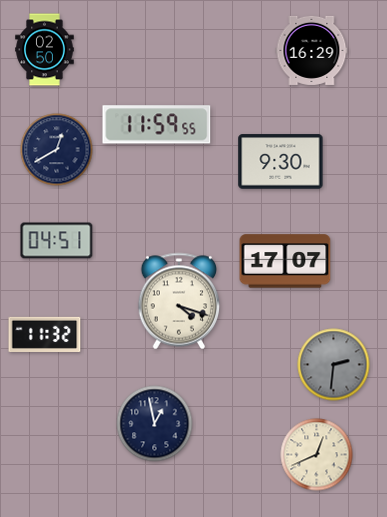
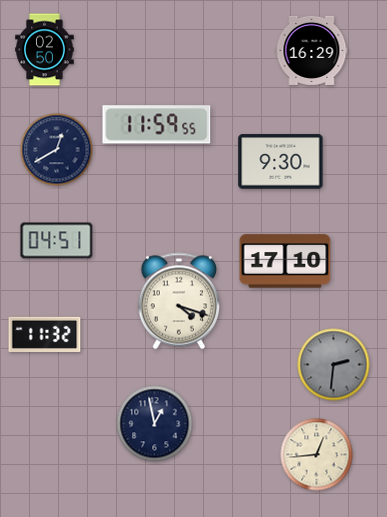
clock at (285, 261): 17:07 -> 17:10
clock at (317, 455): 12:41 -> 12:44
